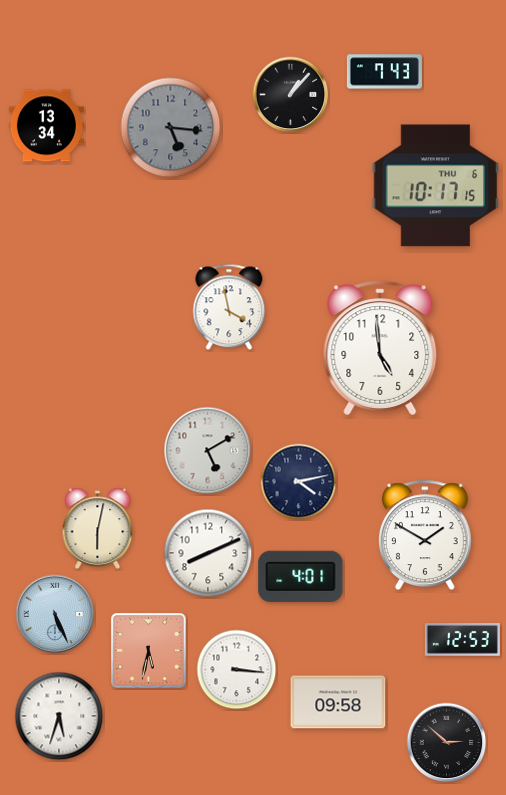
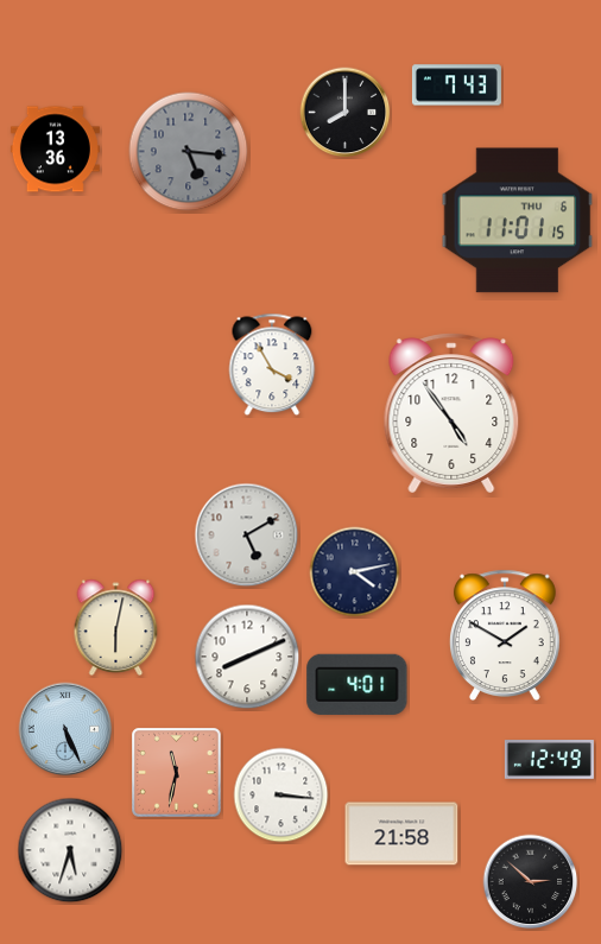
clock at (291, 95): 1:07 -> 8:00
clock at (46, 126): 13:34 -> 13:36
clock at (171, 128) position: (171, 128) -> (189, 152)
clock at (436, 186): 10:17 -> 11:01
clock at (229, 307): 3:58 -> 3:55
clock at (380, 348): 4:59 -> 4:54
clock at (462, 640): 12:53 -> 12:49
clock at (149, 651): 5:32 -> 11:32
clock at (338, 702): 09:58 -> 21:58
